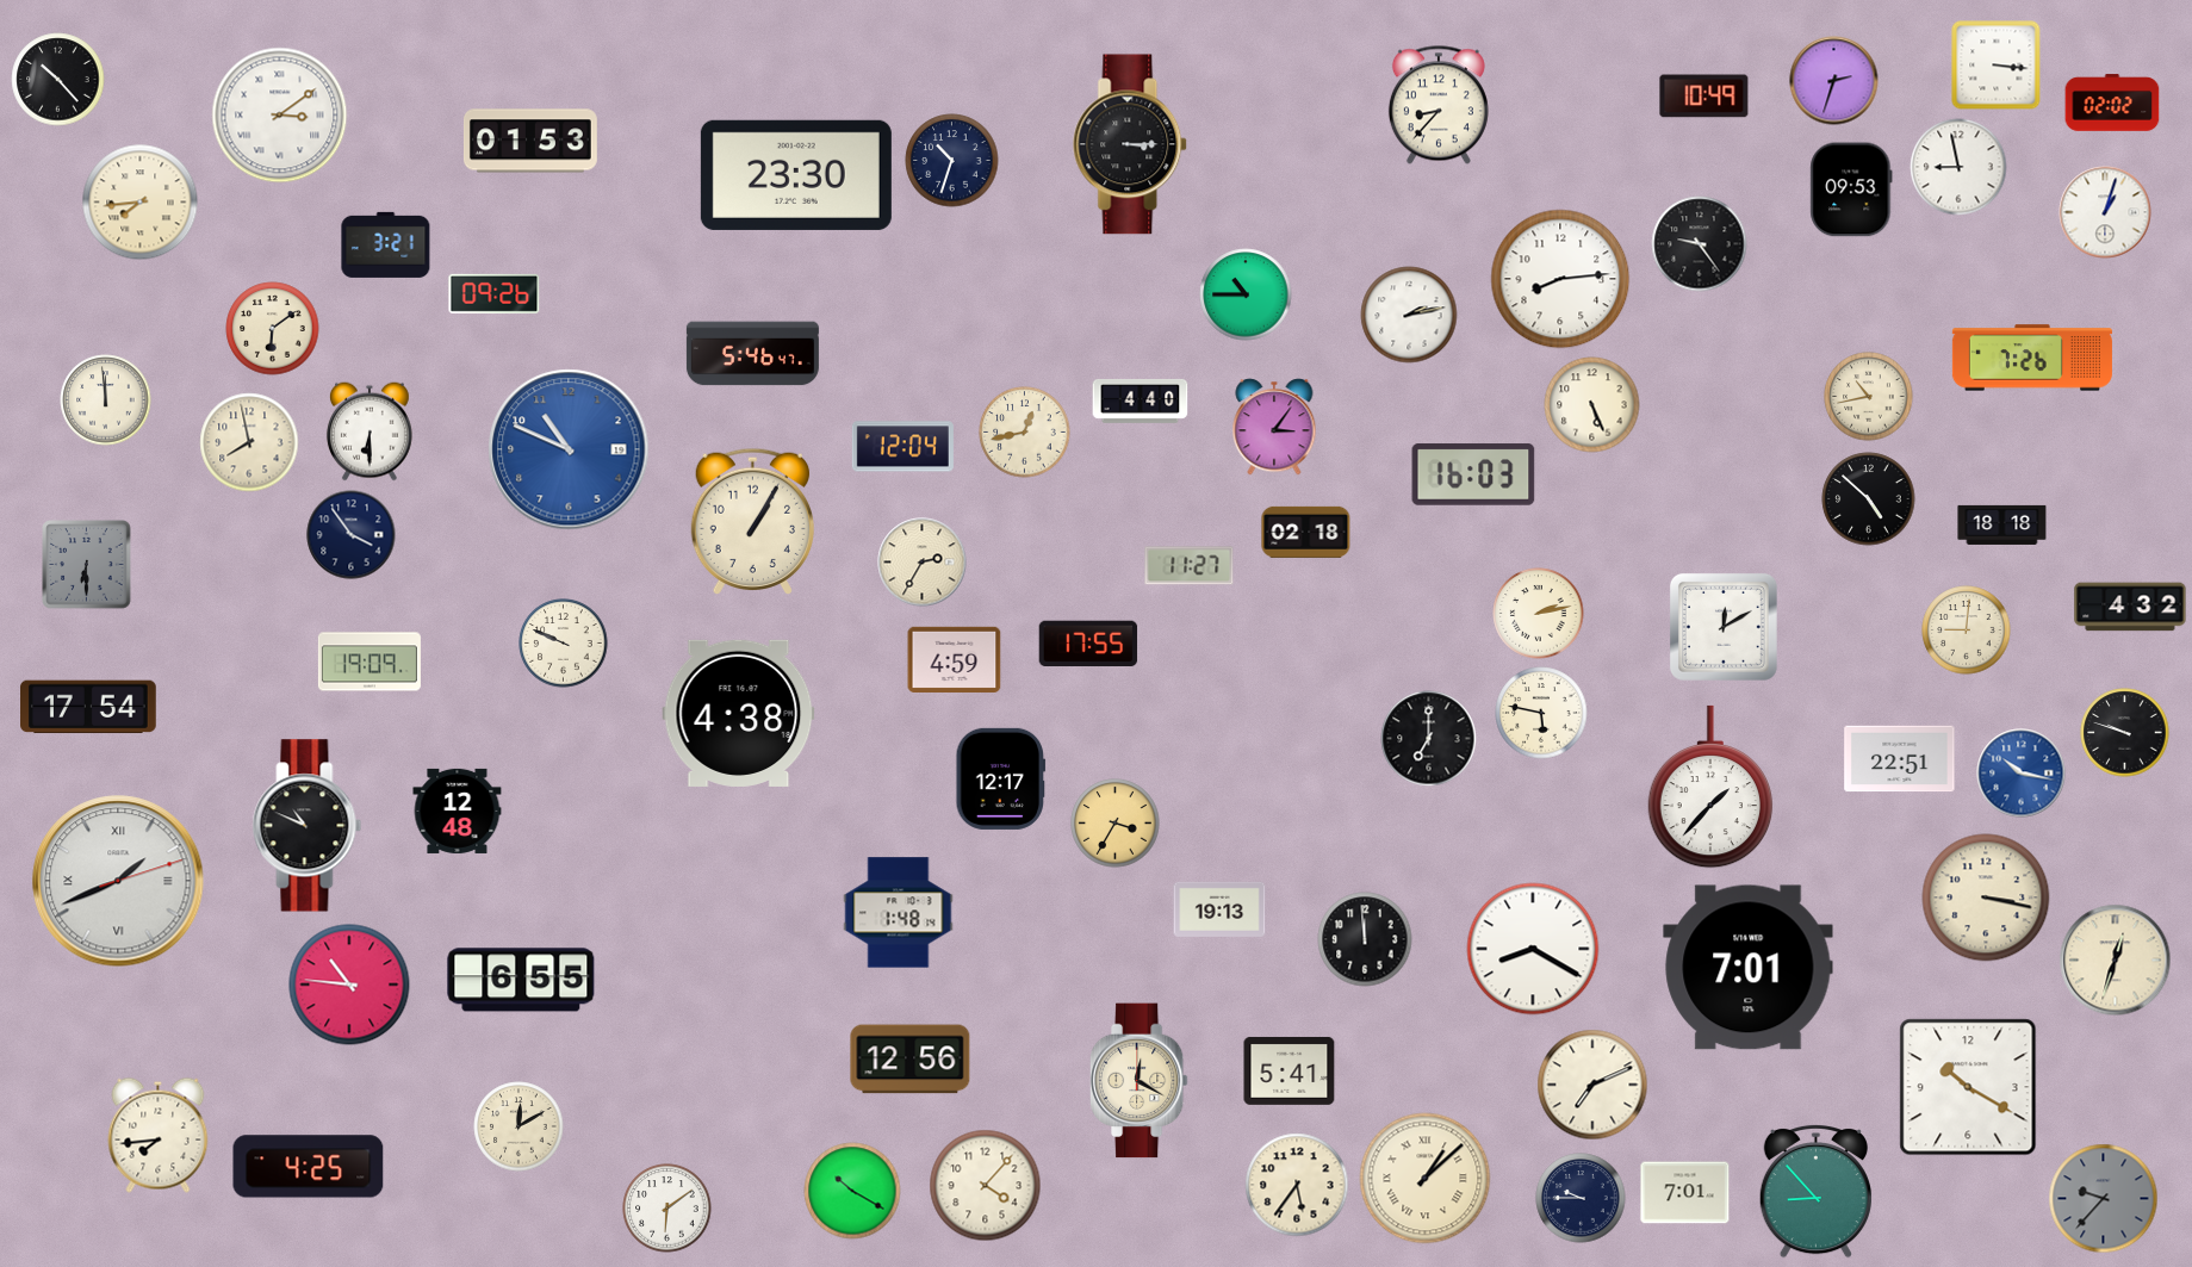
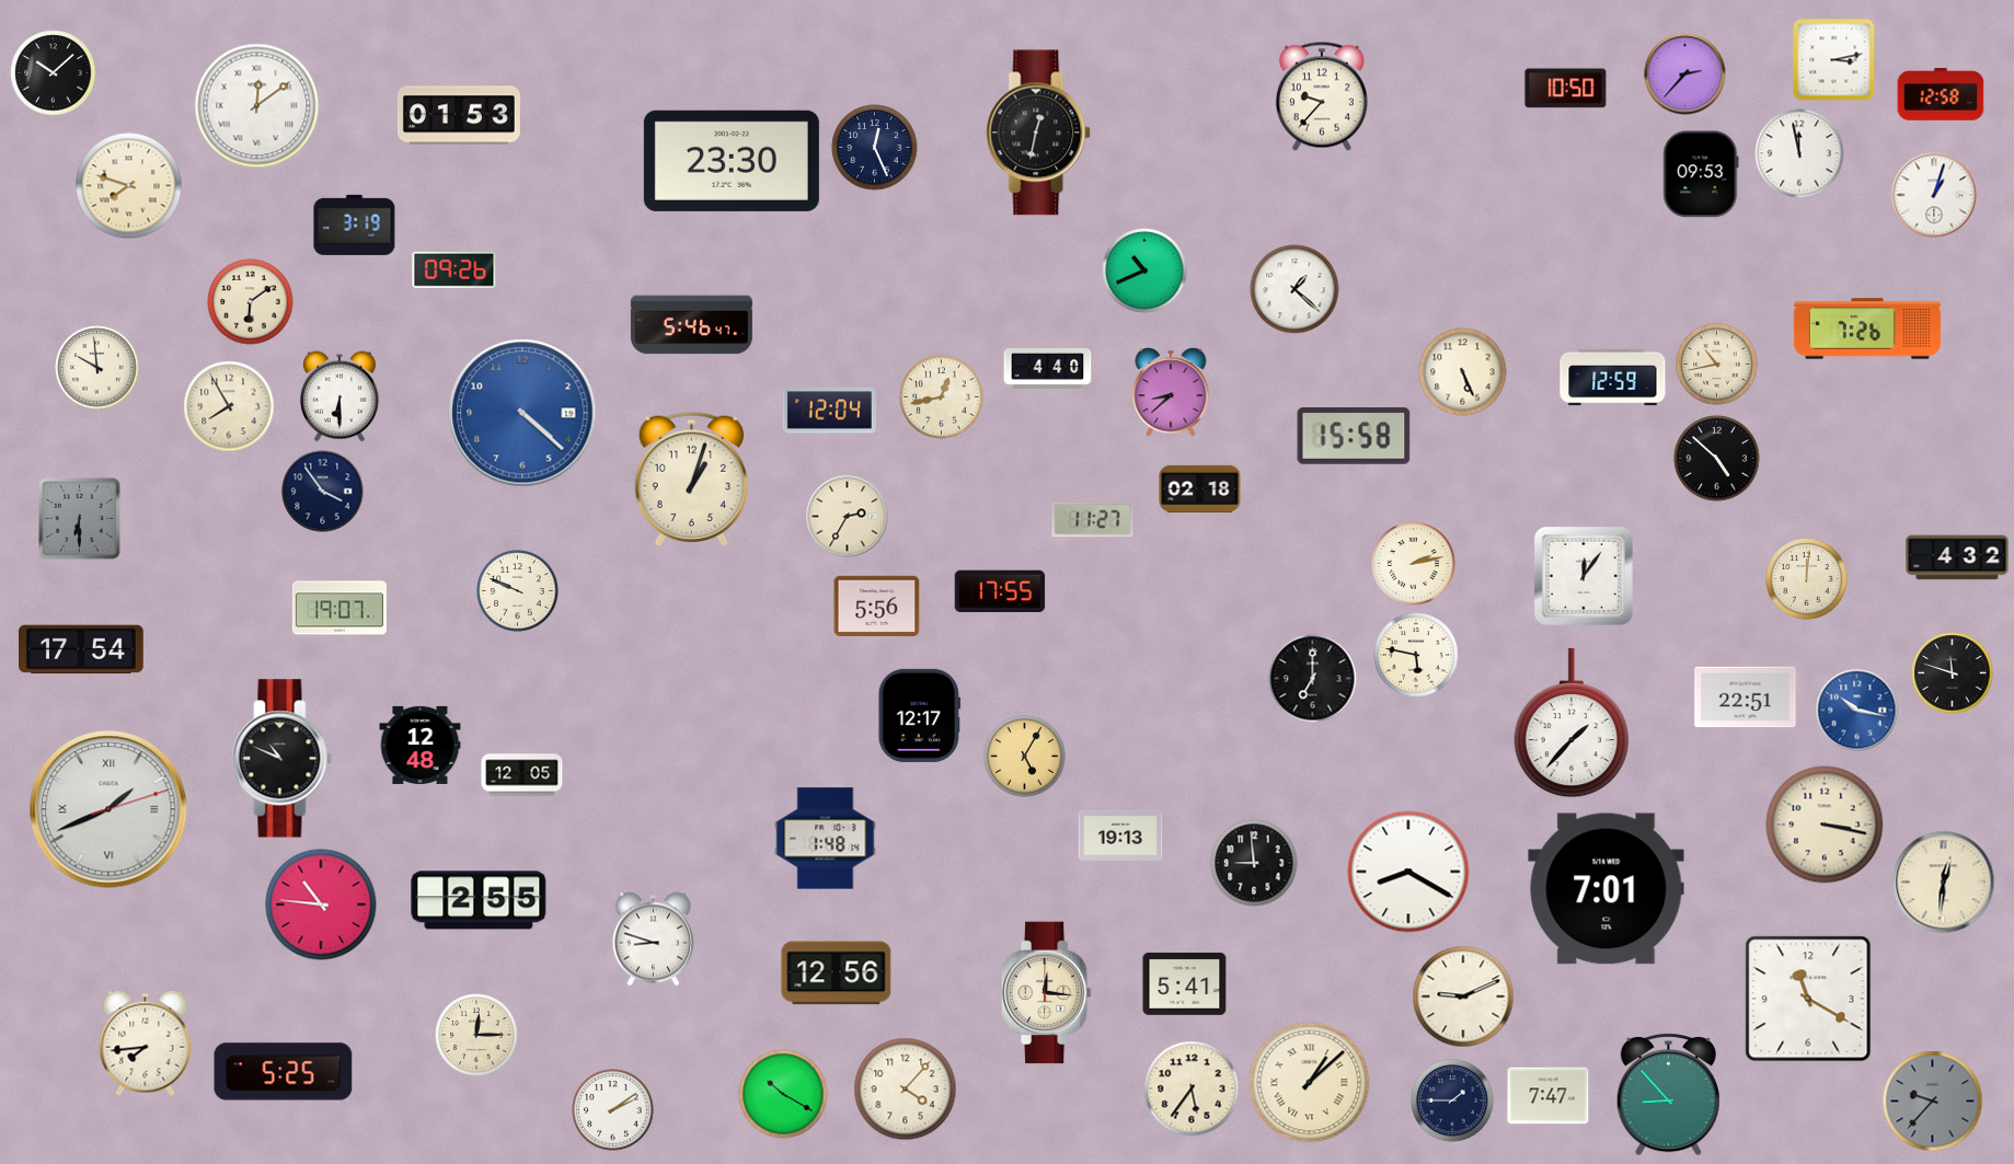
clock at (1997, 66): 3:16 -> 3:13
clock at (58, 80): 10:23 -> 10:08
clock at (1834, 81): 2:33 -> 2:37
clock at (1704, 97): 10:49 -> 10:50
clock at (2112, 103): 02:02 -> 12:58
clock at (1439, 105): 8:37 -> 9:37
clock at (280, 116): 3:09 -> 12:09
clock at (530, 141) position: (530, 141) -> (459, 115)
clock at (1131, 144): 3:15 -> 12:32
clock at (952, 161): 10:33 -> 12:26
clock at (1958, 167): 8:58 -> 11:58
clock at (141, 203): 7:44 -> 7:48
clock at (386, 244): 3:21 -> 3:19
clock at (1700, 244): 9:24 -> none
clock at (1560, 279): 8:14 -> none
clock at (1246, 294): 10:45 -> 10:41
clock at (1409, 315): 2:13 -> 1:22
clock at (106, 400): 11:59 -> 9:59
clock at (1613, 378): none -> 12:59
clock at (1274, 427): 3:06 -> 8:38
clock at (249, 442): 7:58 -> 7:55
clock at (569, 449): 10:49 -> 4:22
clock at (1473, 474): 16:03 -> 15:58
clock at (752, 521): 1:05 -> 1:03
clock at (2002, 524): 18:18 -> none
clock at (1724, 627): 12:10 -> 12:06
clock at (1967, 631): 9:01 -> 12:01
clock at (955, 659): 4:59 -> 5:56
clock at (370, 662): 19:09 -> 19:07
clock at (739, 713): 4:38 -> none
clock at (2125, 733): 9:48 -> 11:48
clock at (1116, 824): 3:35 -> 5:05
clock at (522, 775): none -> 12:05
clock at (1365, 939): 11:59 -> 8:59
clock at (2116, 961): 12:33 -> 12:31
clock at (521, 980): 6:55 -> 2:55
clock at (654, 940): none -> 8:48
clock at (1138, 1081): 12:20 -> 12:16
clock at (1592, 1085): 7:11 -> 9:11
clock at (1968, 1087): 10:20 -> 11:20
clock at (518, 1126): 12:10 -> 12:15
clock at (309, 1167): 4:25 -> 5:25
clock at (1685, 1193): 7:01 -> 7:47
clock at (1581, 1198): 9:45 -> 1:45
clock at (667, 1209): 6:09 -> 2:09
